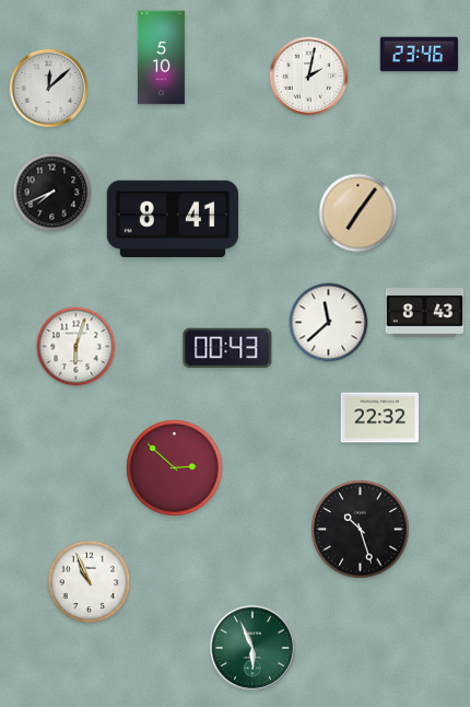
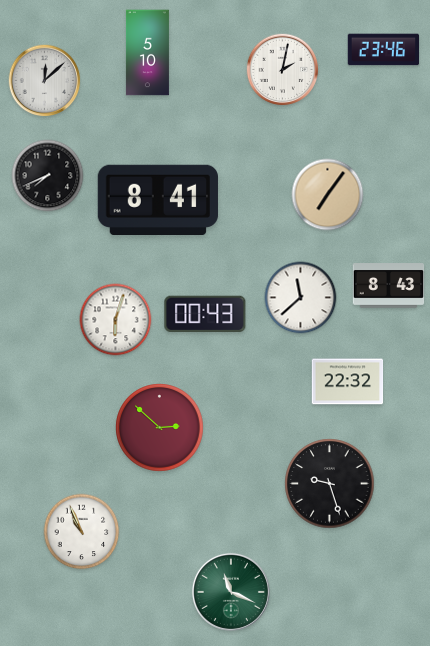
clock at (329, 323) position: (329, 323) -> (301, 298)
clock at (77, 347) position: (77, 347) -> (116, 320)
clock at (227, 347) position: (227, 347) -> (205, 313)
clock at (361, 530): 10:27 -> 9:27
clock at (252, 648): 5:56 -> 11:19
